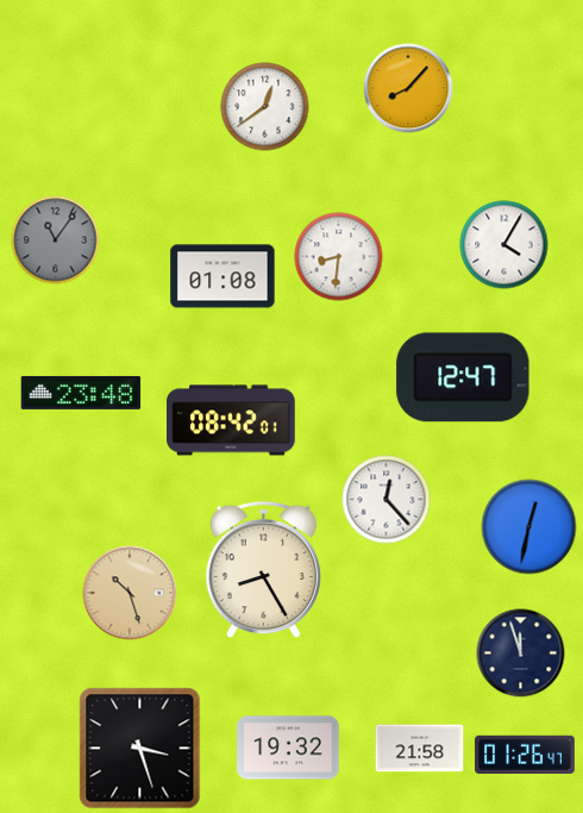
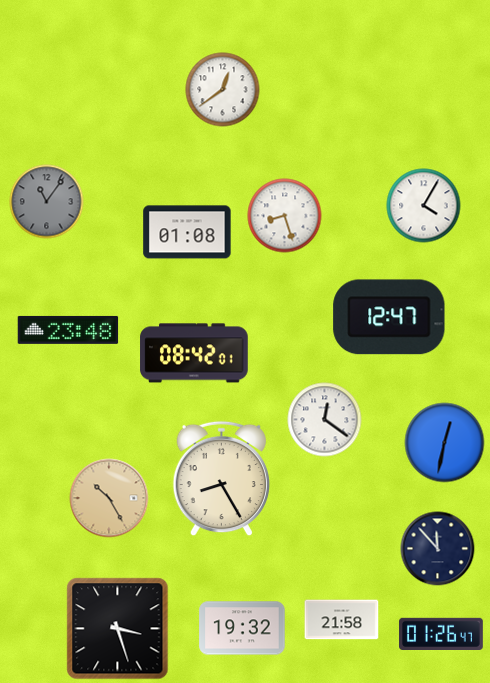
clock at (408, 88): 8:07 -> none
clock at (339, 257): 8:31 -> 8:27
clock at (387, 500): 12:23 -> 12:21
clock at (130, 593): 10:27 -> 10:25
clock at (521, 653): 11:57 -> 11:53
clock at (420, 749) position: (420, 749) -> (342, 620)
